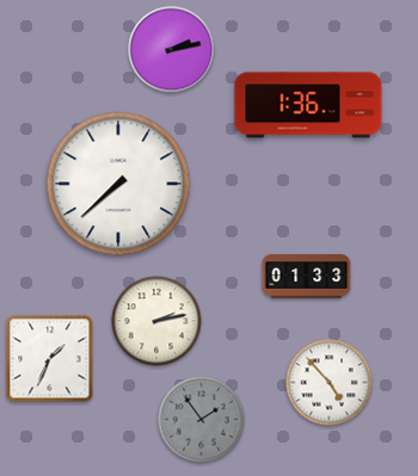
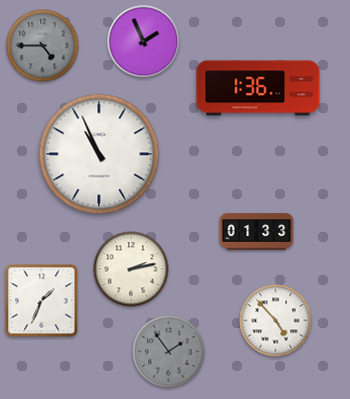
clock at (172, 50): 2:13 -> 1:56
clock at (43, 46): none -> 4:45
clock at (118, 184): 7:38 -> 10:56
